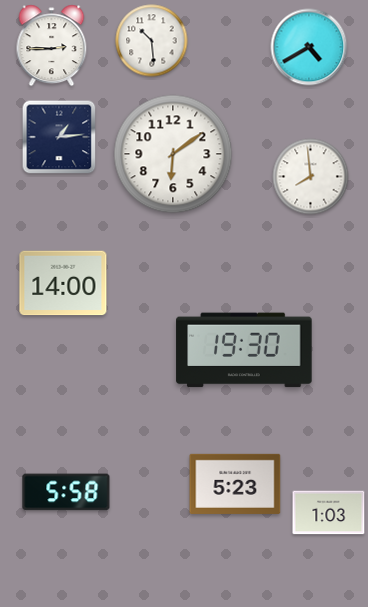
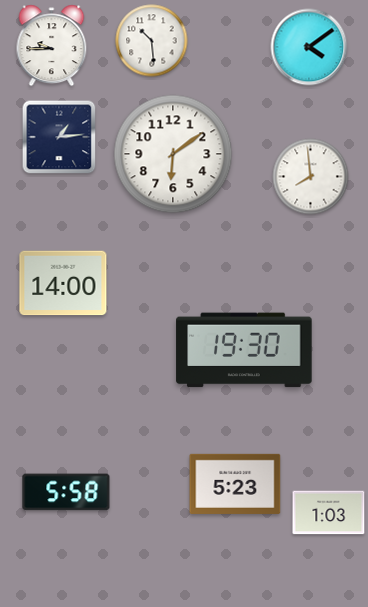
clock at (52, 46): 2:45 -> 9:45
clock at (309, 47): 4:40 -> 4:09
